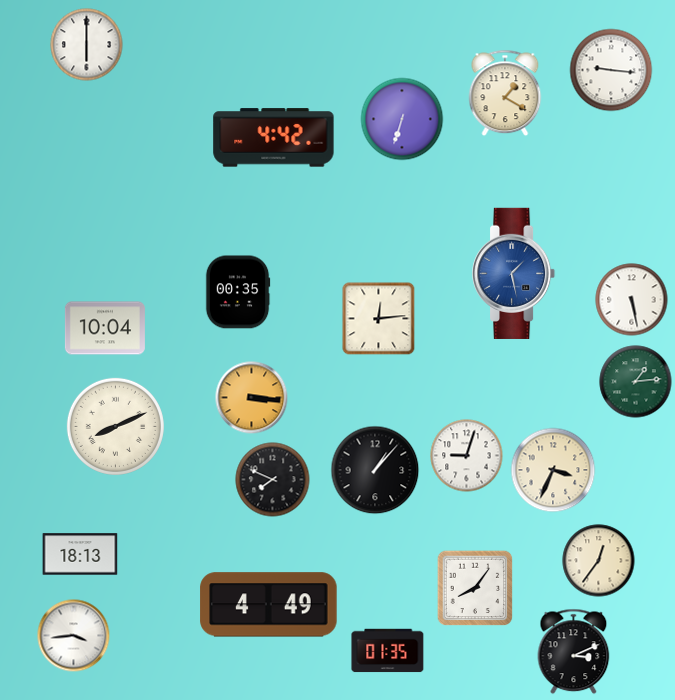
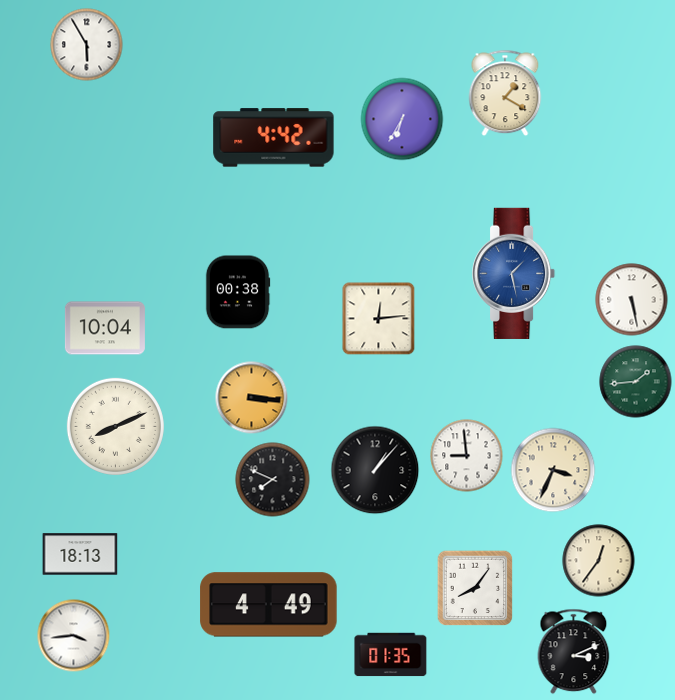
clock at (87, 45): 6:00 -> 5:55
clock at (611, 70): 9:16 -> none
clock at (402, 119): 6:33 -> 6:35
clock at (238, 292): 00:35 -> 00:38
clock at (636, 382): 1:14 -> 1:44
clock at (467, 456): 9:03 -> 8:59
clock at (388, 651) position: (388, 651) -> (391, 655)
